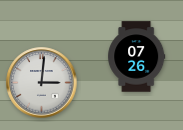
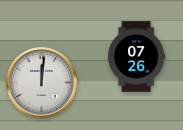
clock at (42, 83): 3:01 -> 12:01
